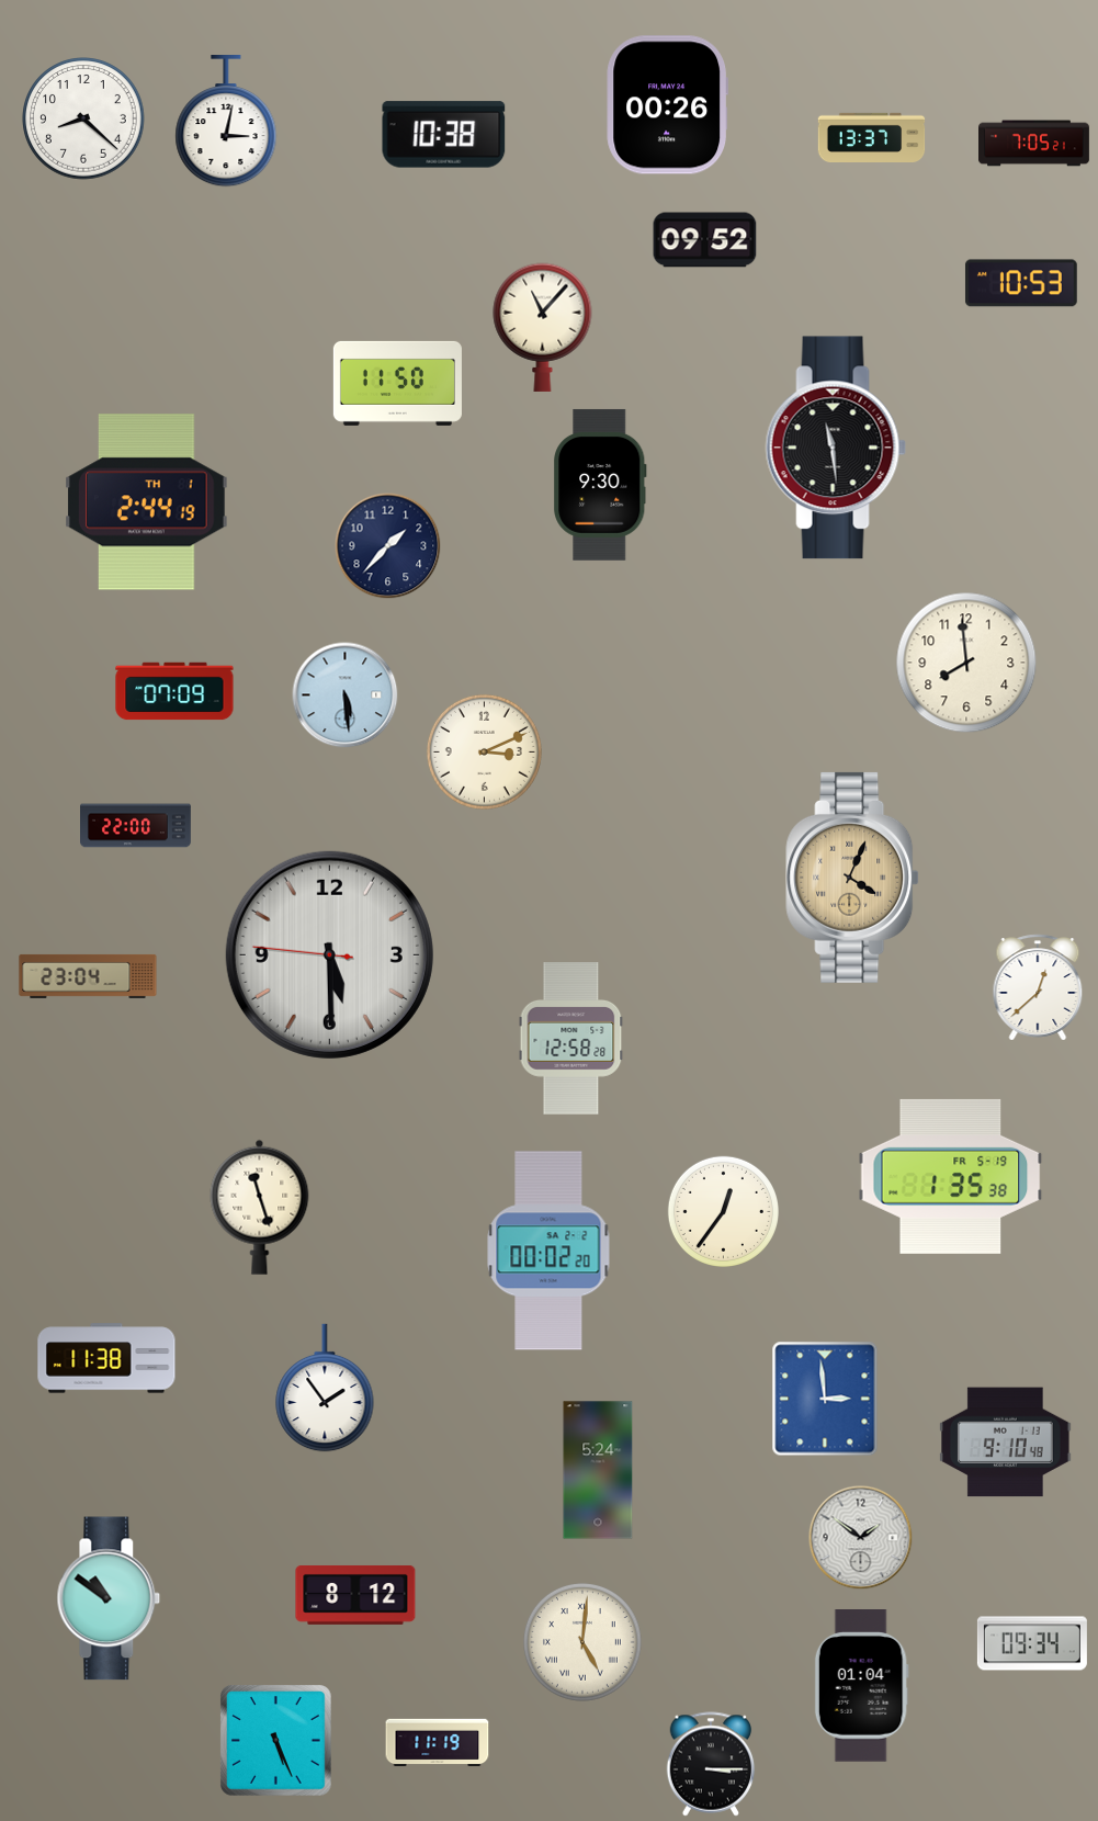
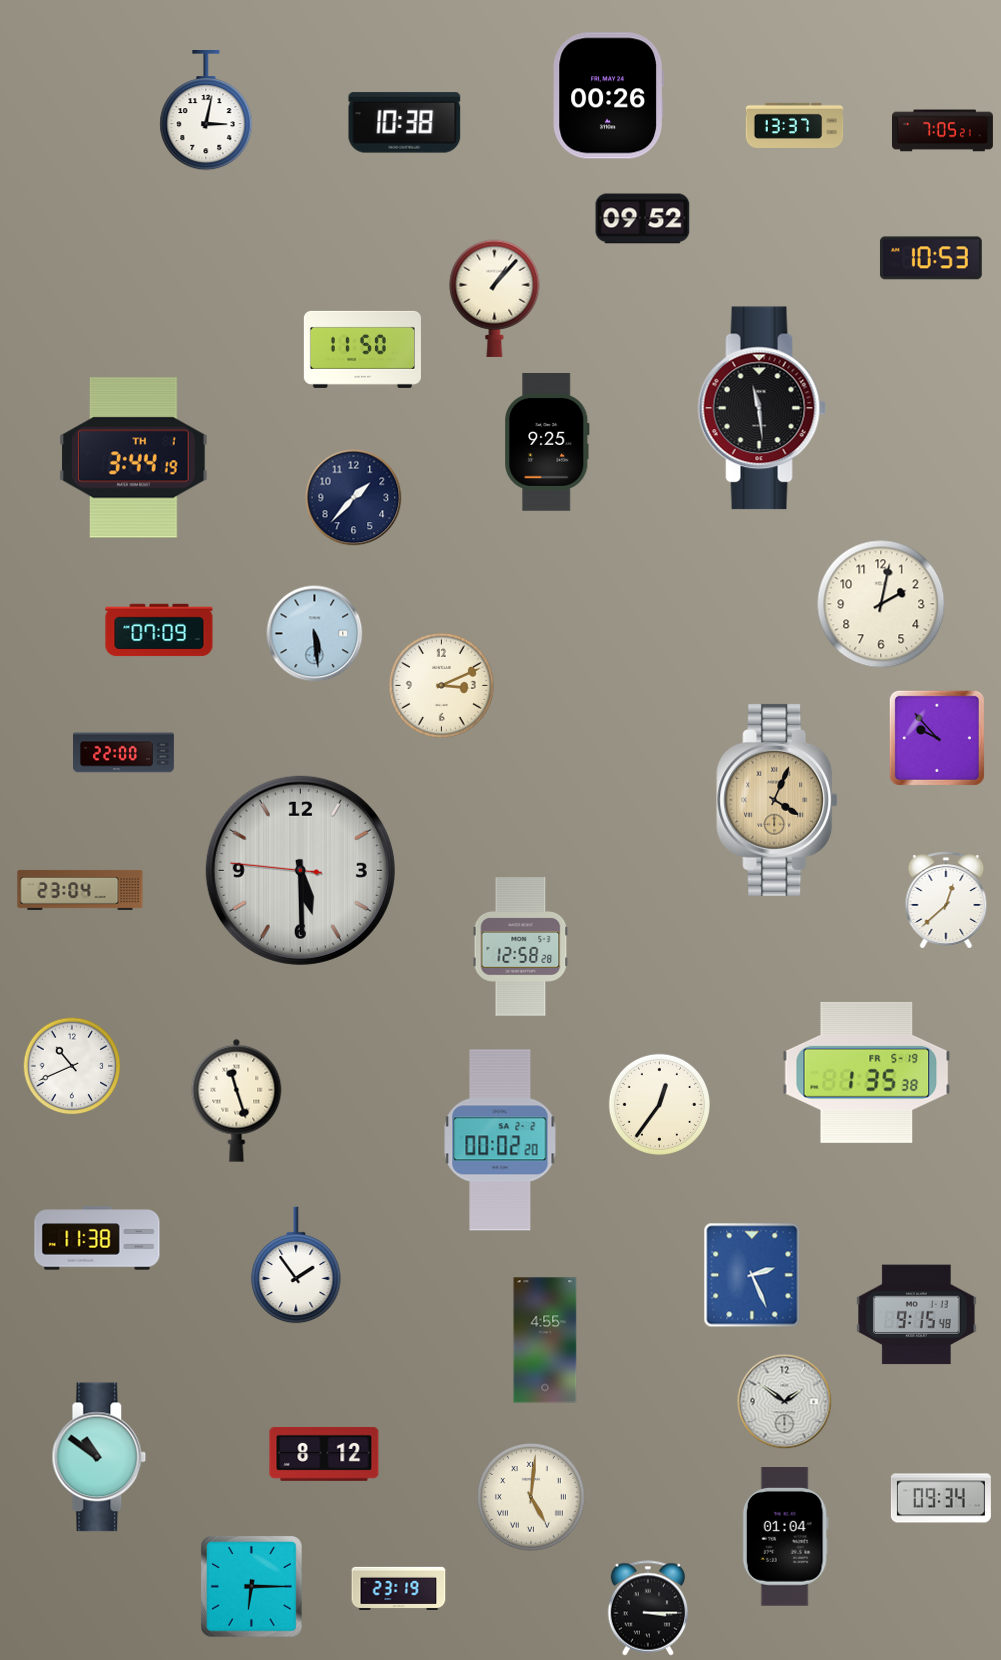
clock at (83, 118): 8:22 -> none
clock at (543, 327): 11:07 -> 1:07
clock at (600, 485): 9:30 -> 9:25
clock at (147, 502): 2:44 -> 3:44
clock at (966, 663): 7:59 -> 2:02
clock at (937, 738): none -> 9:53
clock at (72, 1066): none -> 10:41
clock at (825, 1399): 2:59 -> 2:26
clock at (1006, 1443): 9:10 -> 9:15
clock at (598, 1470): 5:24 -> 4:55
clock at (276, 1741): 5:26 -> 6:15
clock at (438, 1743): 11:19 -> 23:19
